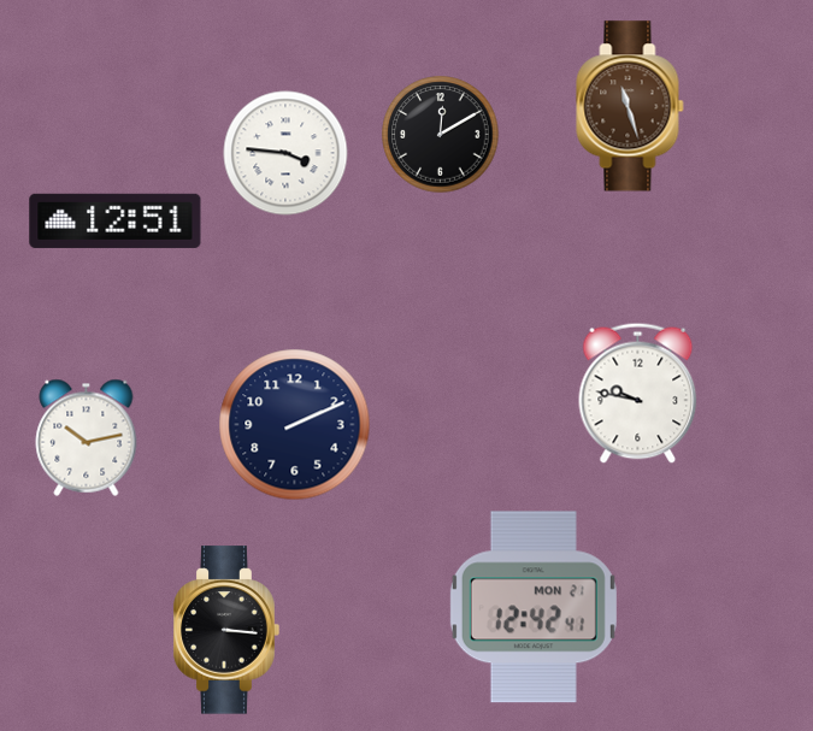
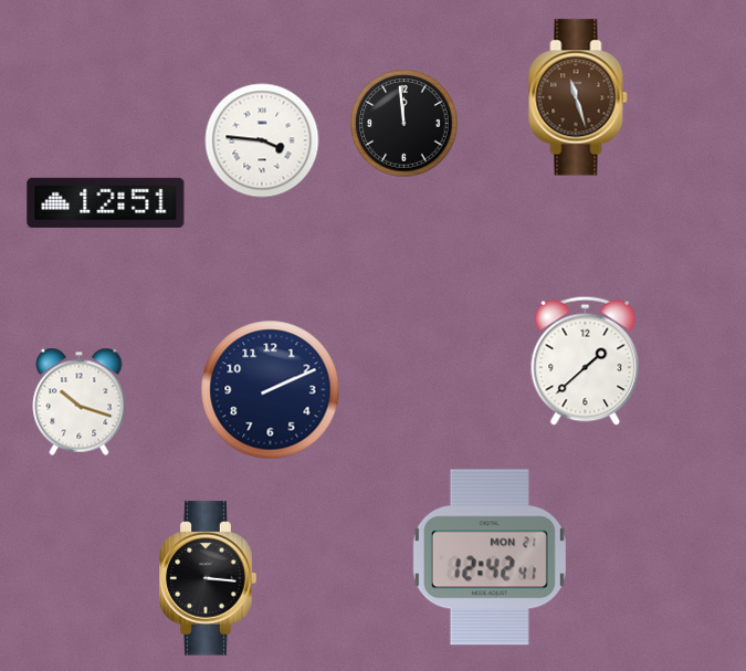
clock at (441, 135): 12:10 -> 11:59
clock at (638, 393): 9:47 -> 1:38
clock at (87, 437): 10:13 -> 10:18
